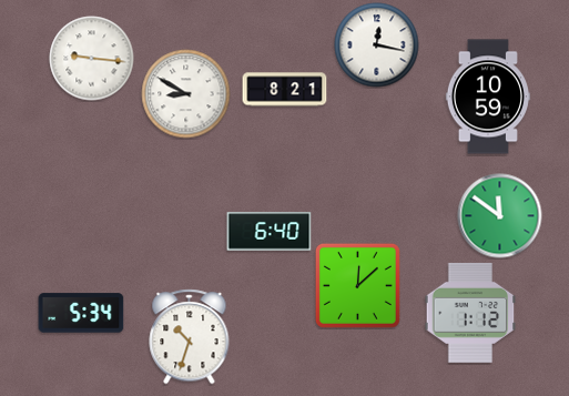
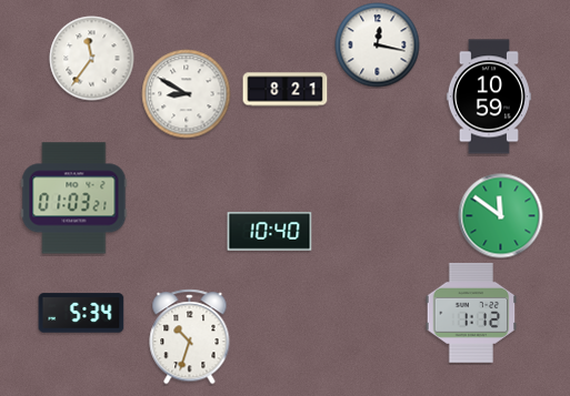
clock at (92, 59): 9:16 -> 11:36
clock at (74, 199): none -> 01:03
clock at (270, 232): 6:40 -> 10:40
clock at (357, 285): 12:08 -> none
